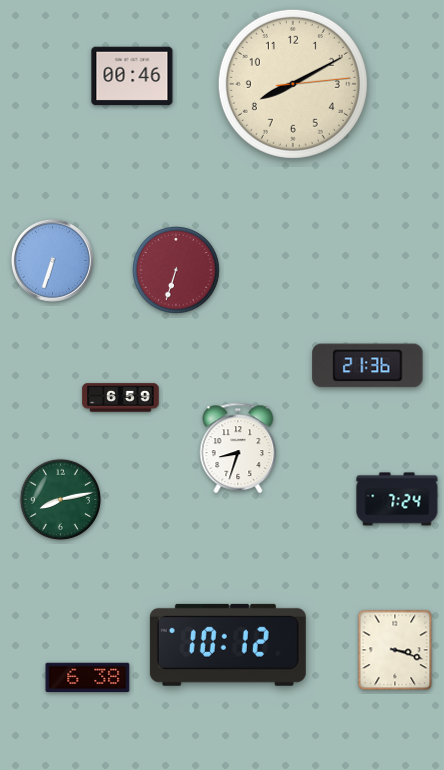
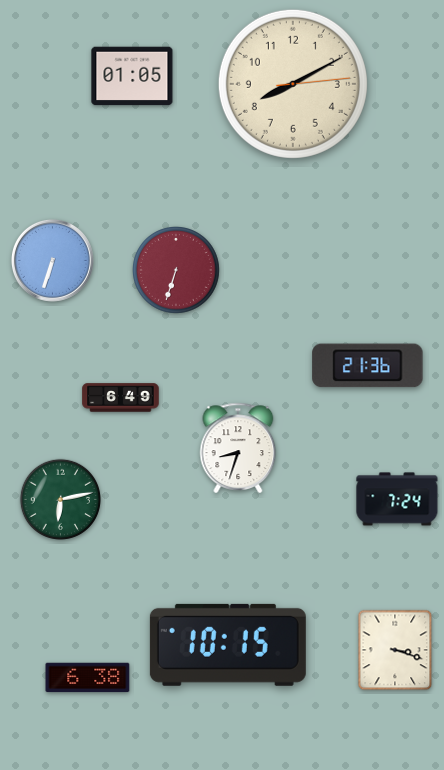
clock at (132, 76): 00:46 -> 01:05
clock at (121, 398): 6:59 -> 6:49
clock at (60, 499): 8:13 -> 6:13
clock at (228, 645): 10:12 -> 10:15
